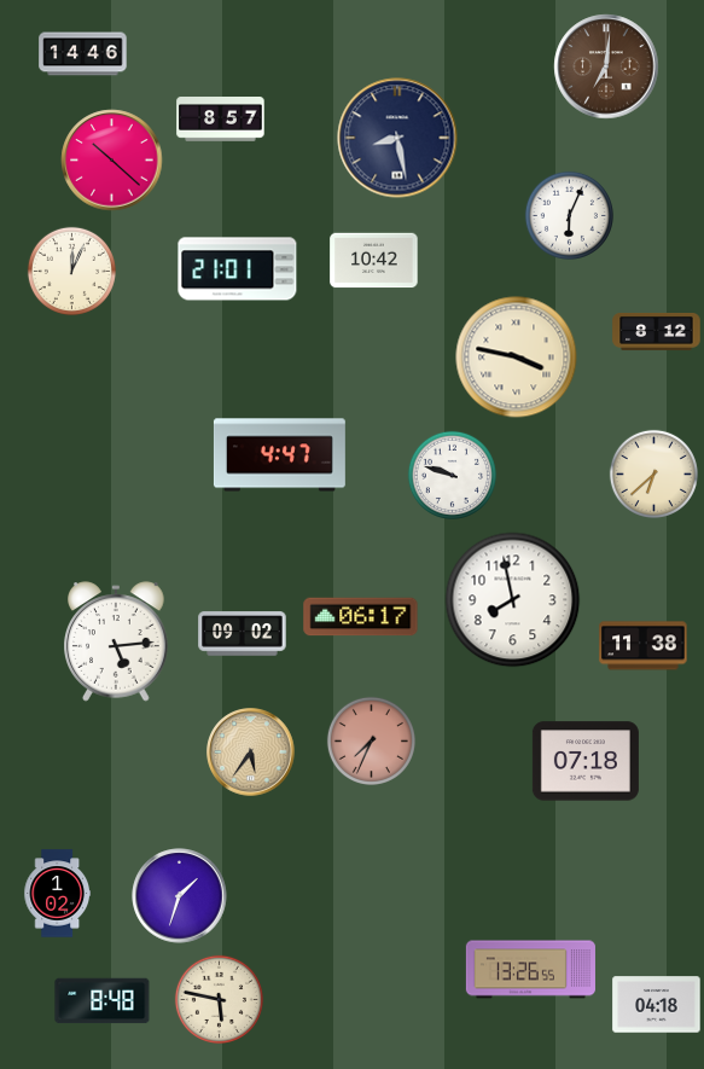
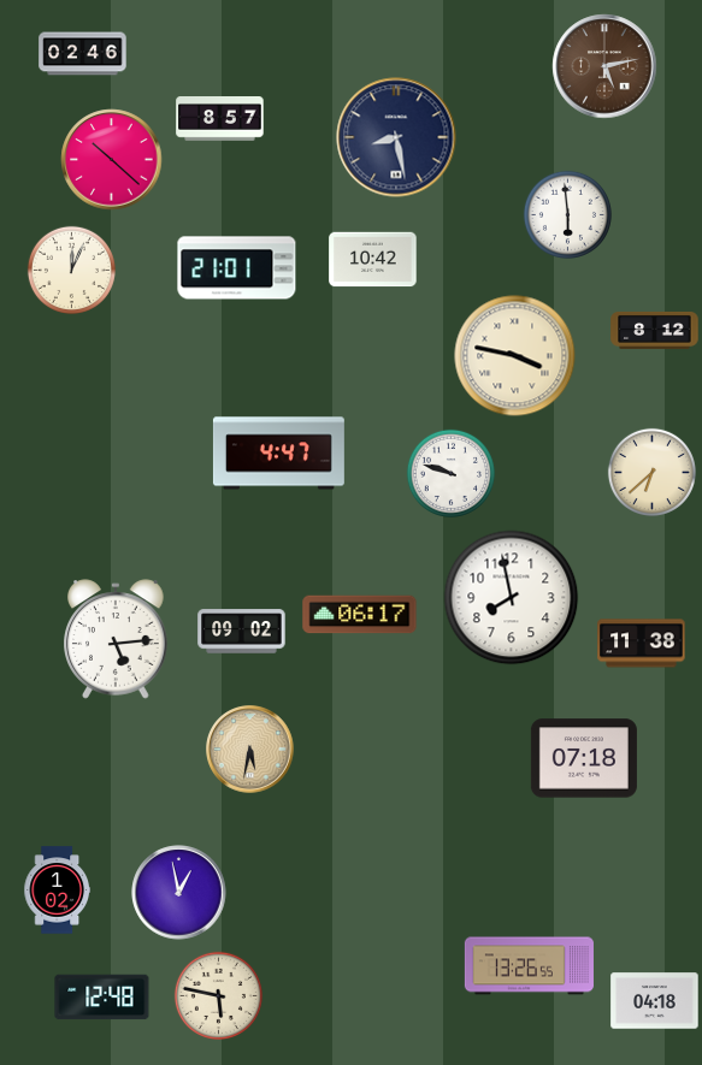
clock at (83, 54): 14:46 -> 02:46
clock at (606, 66): 7:01 -> 5:13
clock at (569, 215): 6:04 -> 5:59
clock at (371, 740): 7:34 -> none
clock at (251, 753): 5:36 -> 5:32
clock at (180, 896): 1:33 -> 12:58
clock at (103, 1001): 8:48 -> 12:48
